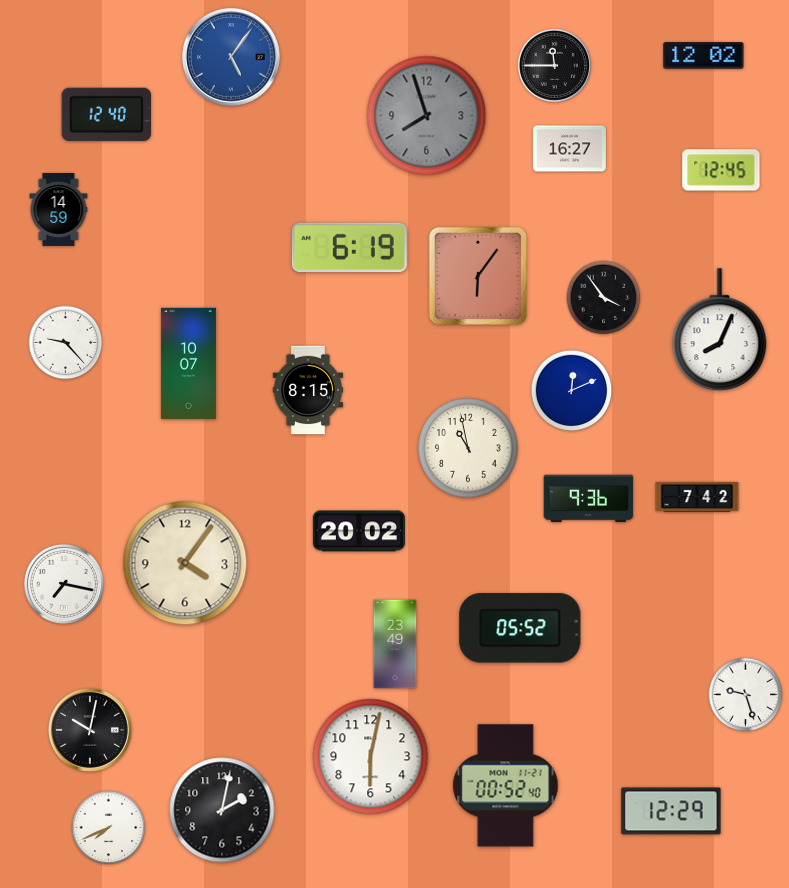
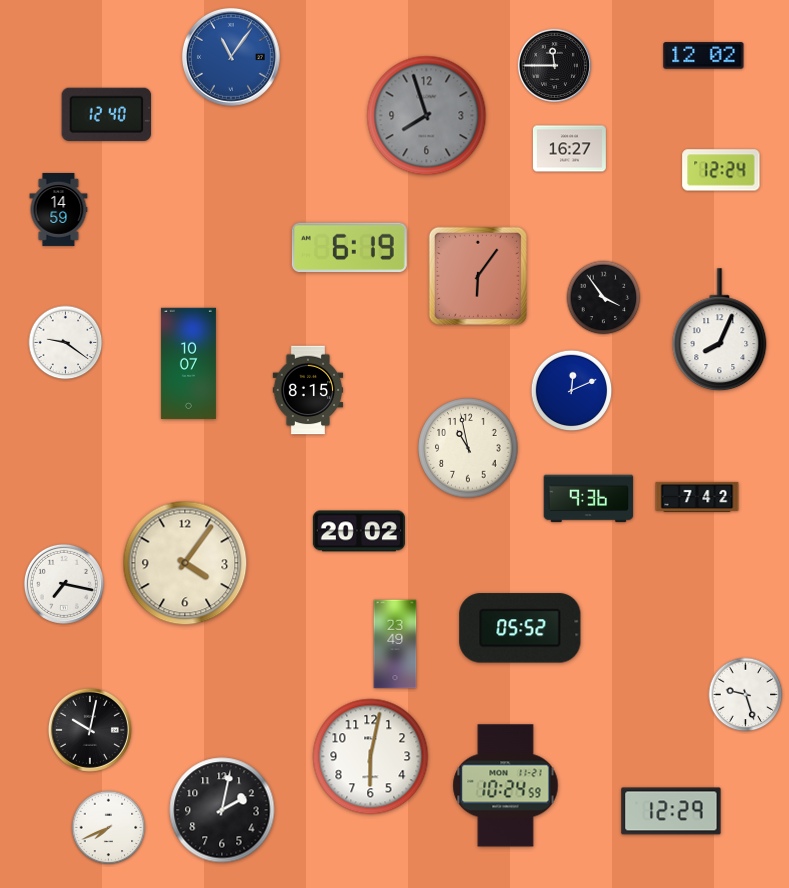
clock at (231, 57): 5:06 -> 11:06
clock at (721, 170): 12:45 -> 12:24
clock at (66, 343): 9:23 -> 9:21
clock at (506, 786): 00:52 -> 10:24
